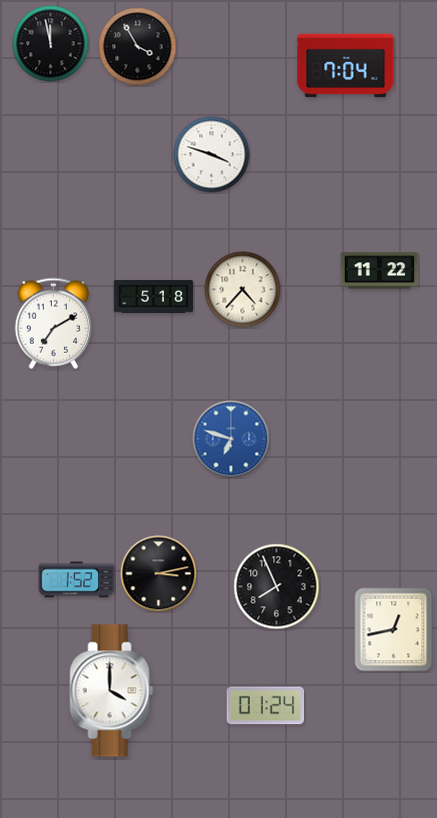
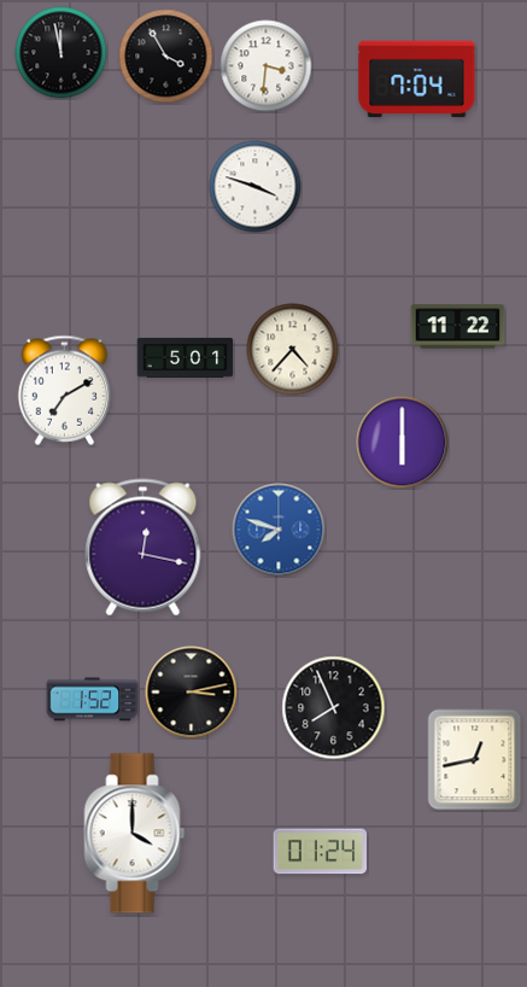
clock at (267, 66): none -> 3:31
clock at (154, 297): 5:18 -> 5:01
clock at (403, 443): none -> 6:00
clock at (231, 439): 6:48 -> 7:48
clock at (144, 548): none -> 12:17
